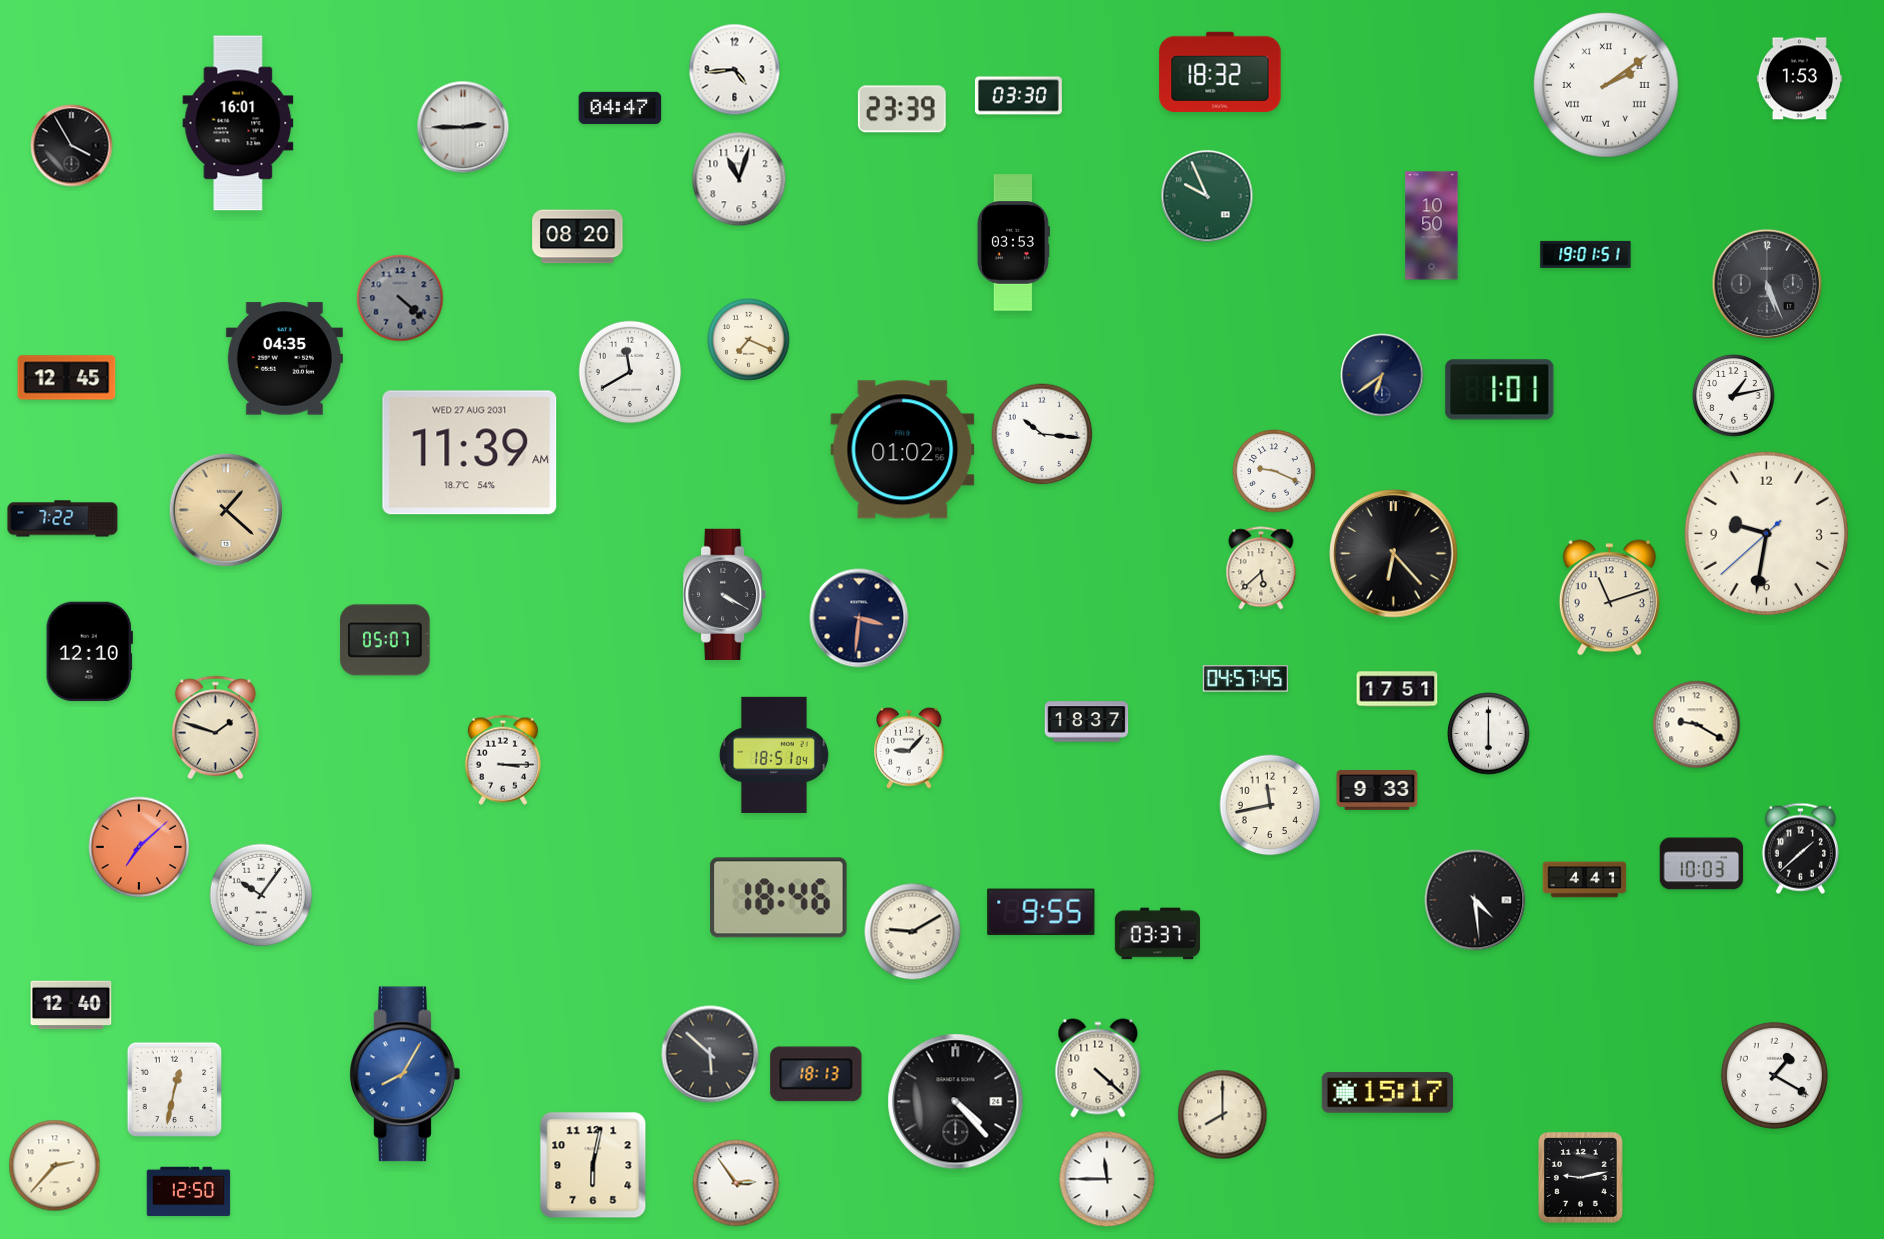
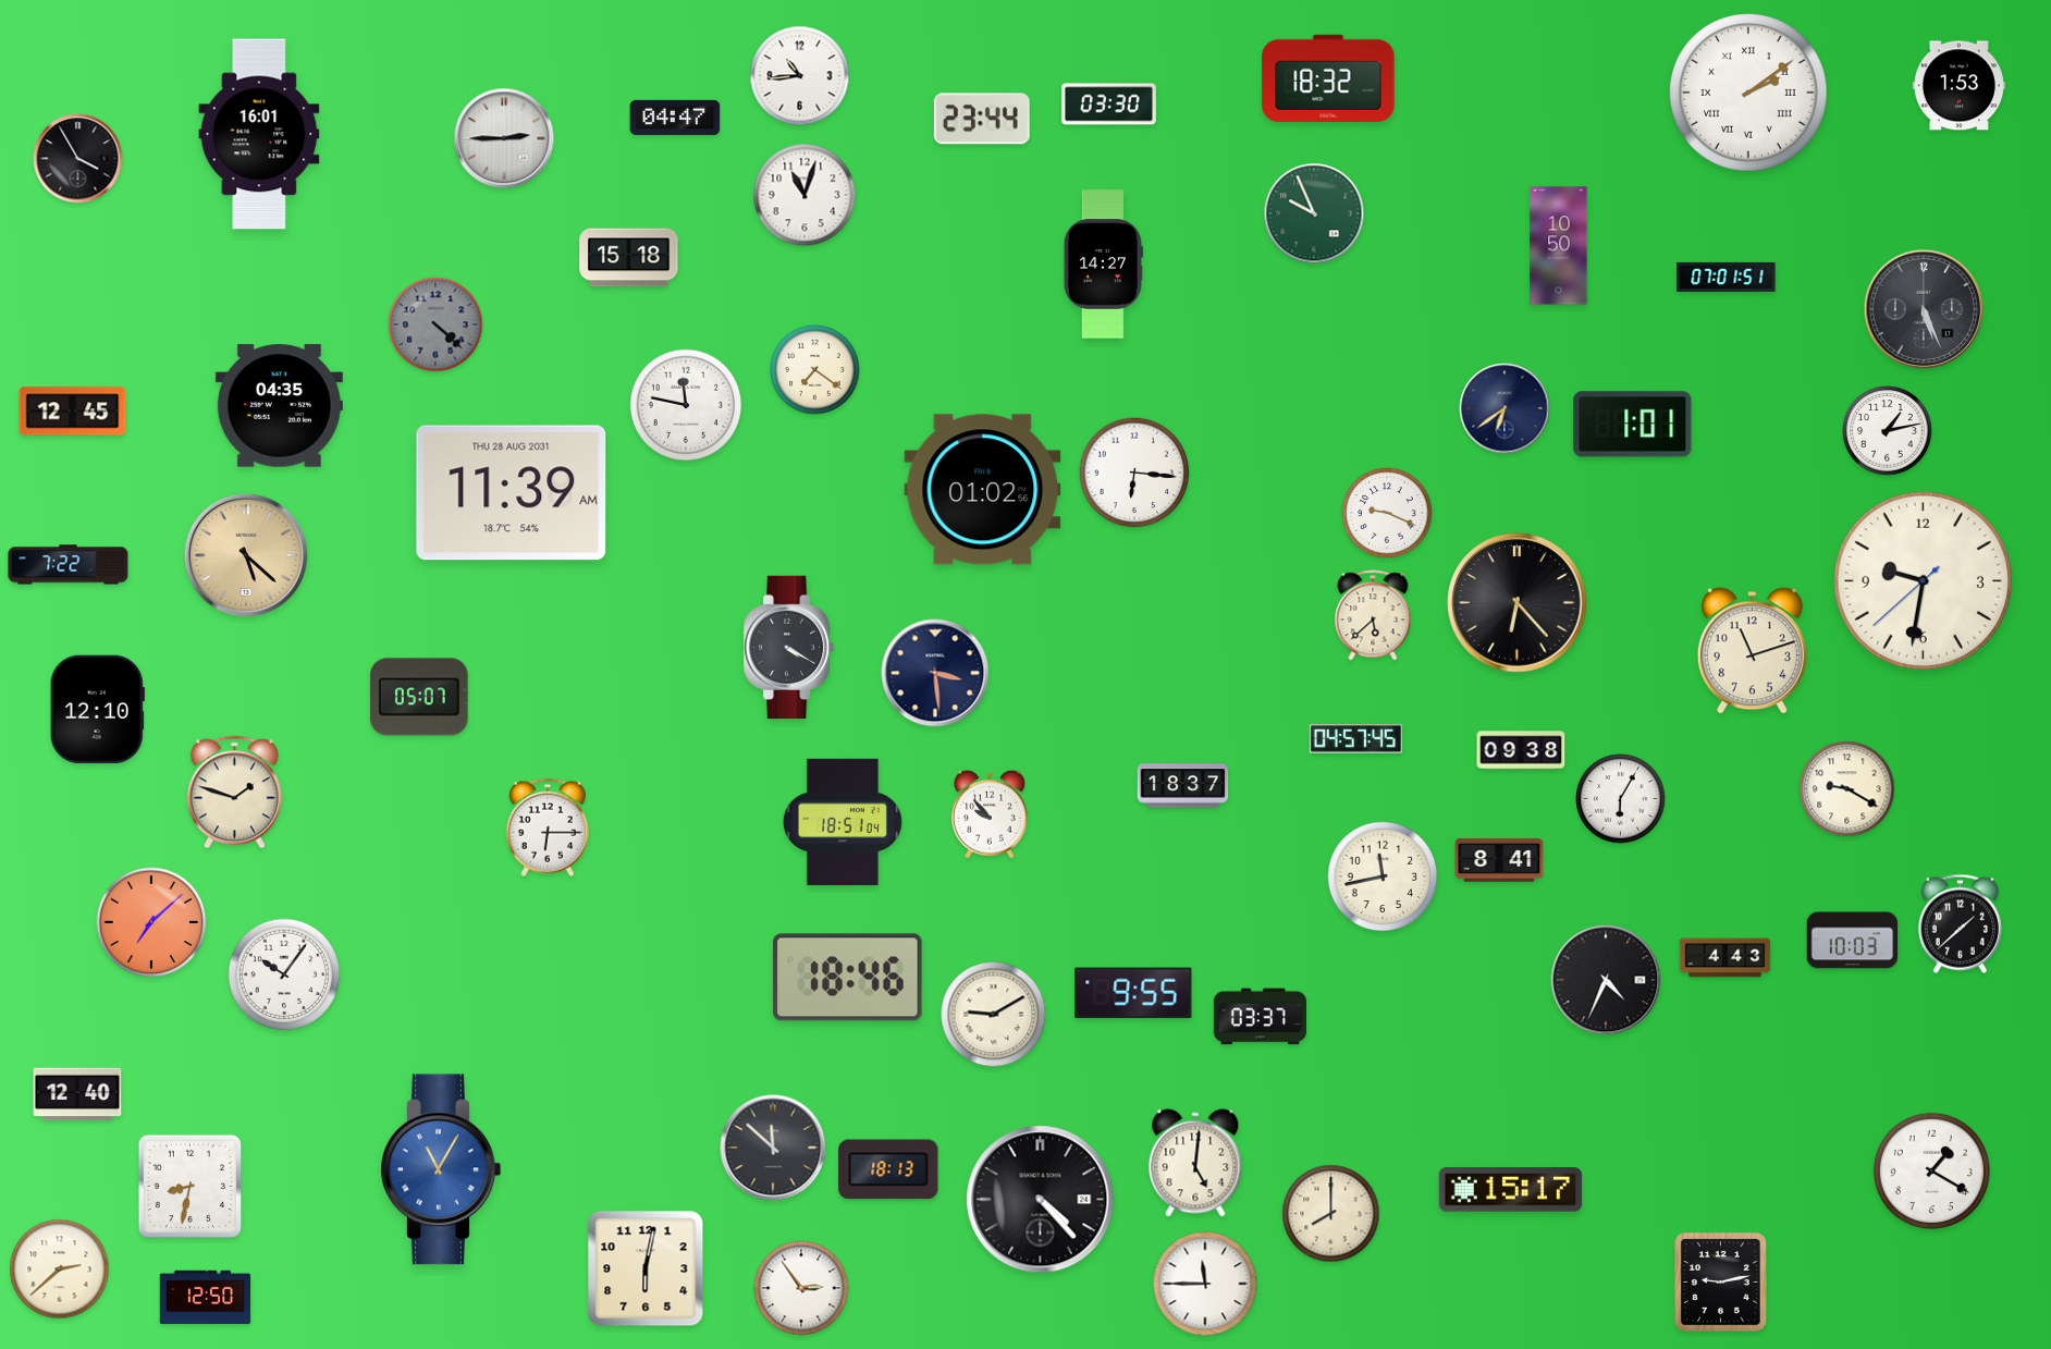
clock at (735, 70): 4:44 -> 10:44
clock at (902, 109): 23:39 -> 23:44
clock at (578, 237): 08:20 -> 15:18
clock at (1013, 243): 03:53 -> 14:27
clock at (1586, 254): 19:01 -> 07:01
clock at (749, 340): 7:19 -> 7:21
clock at (284, 359) position: (284, 359) -> (279, 406)
clock at (630, 372): 11:40 -> 11:47
clock at (1042, 434): 10:16 -> 6:16
clock at (470, 453) date: WED 27 AUG 2031 -> THU 28 AUG 2031
clock at (226, 510): 1:22 -> 5:22
clock at (1261, 568) position: (1261, 568) -> (1373, 615)
clock at (859, 618): 3:31 -> 3:29
clock at (1397, 689): 17:51 -> 09:38
clock at (1489, 734): 6:00 -> 6:05
clock at (910, 748): 9:07 -> 9:53
clock at (503, 760): 3:15 -> 6:15
clock at (1377, 791): 9:33 -> 8:41
clock at (1585, 880): 4:41 -> 4:43
clock at (1475, 900): 4:29 -> 4:34
clock at (710, 1054): 5:52 -> 11:52
clock at (1098, 1068): 4:22 -> 5:01
clock at (405, 1074): 8:05 -> 11:05
clock at (174, 1089): 12:32 -> 8:32
clock at (55, 1166): 2:37 -> 2:38
